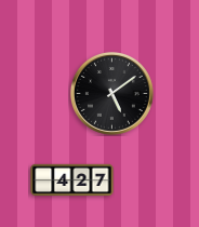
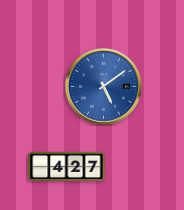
clock at (111, 93) dial: black -> blue
